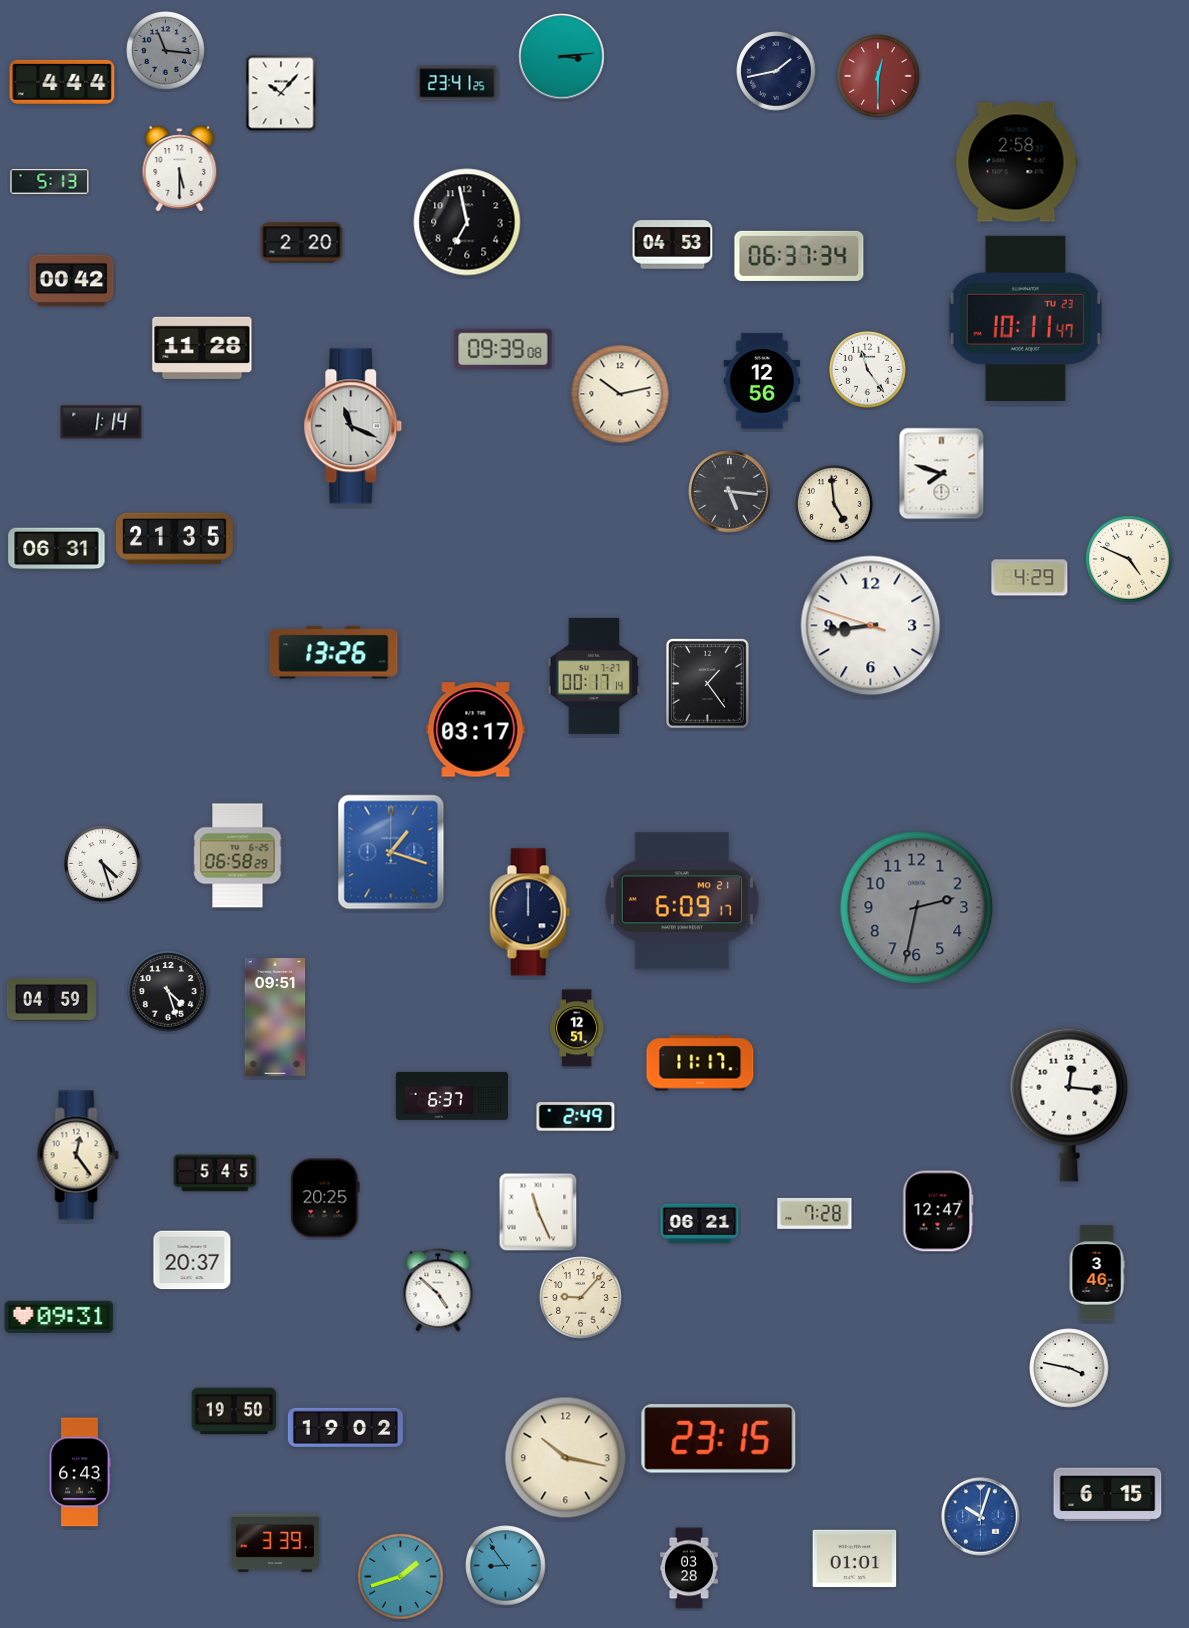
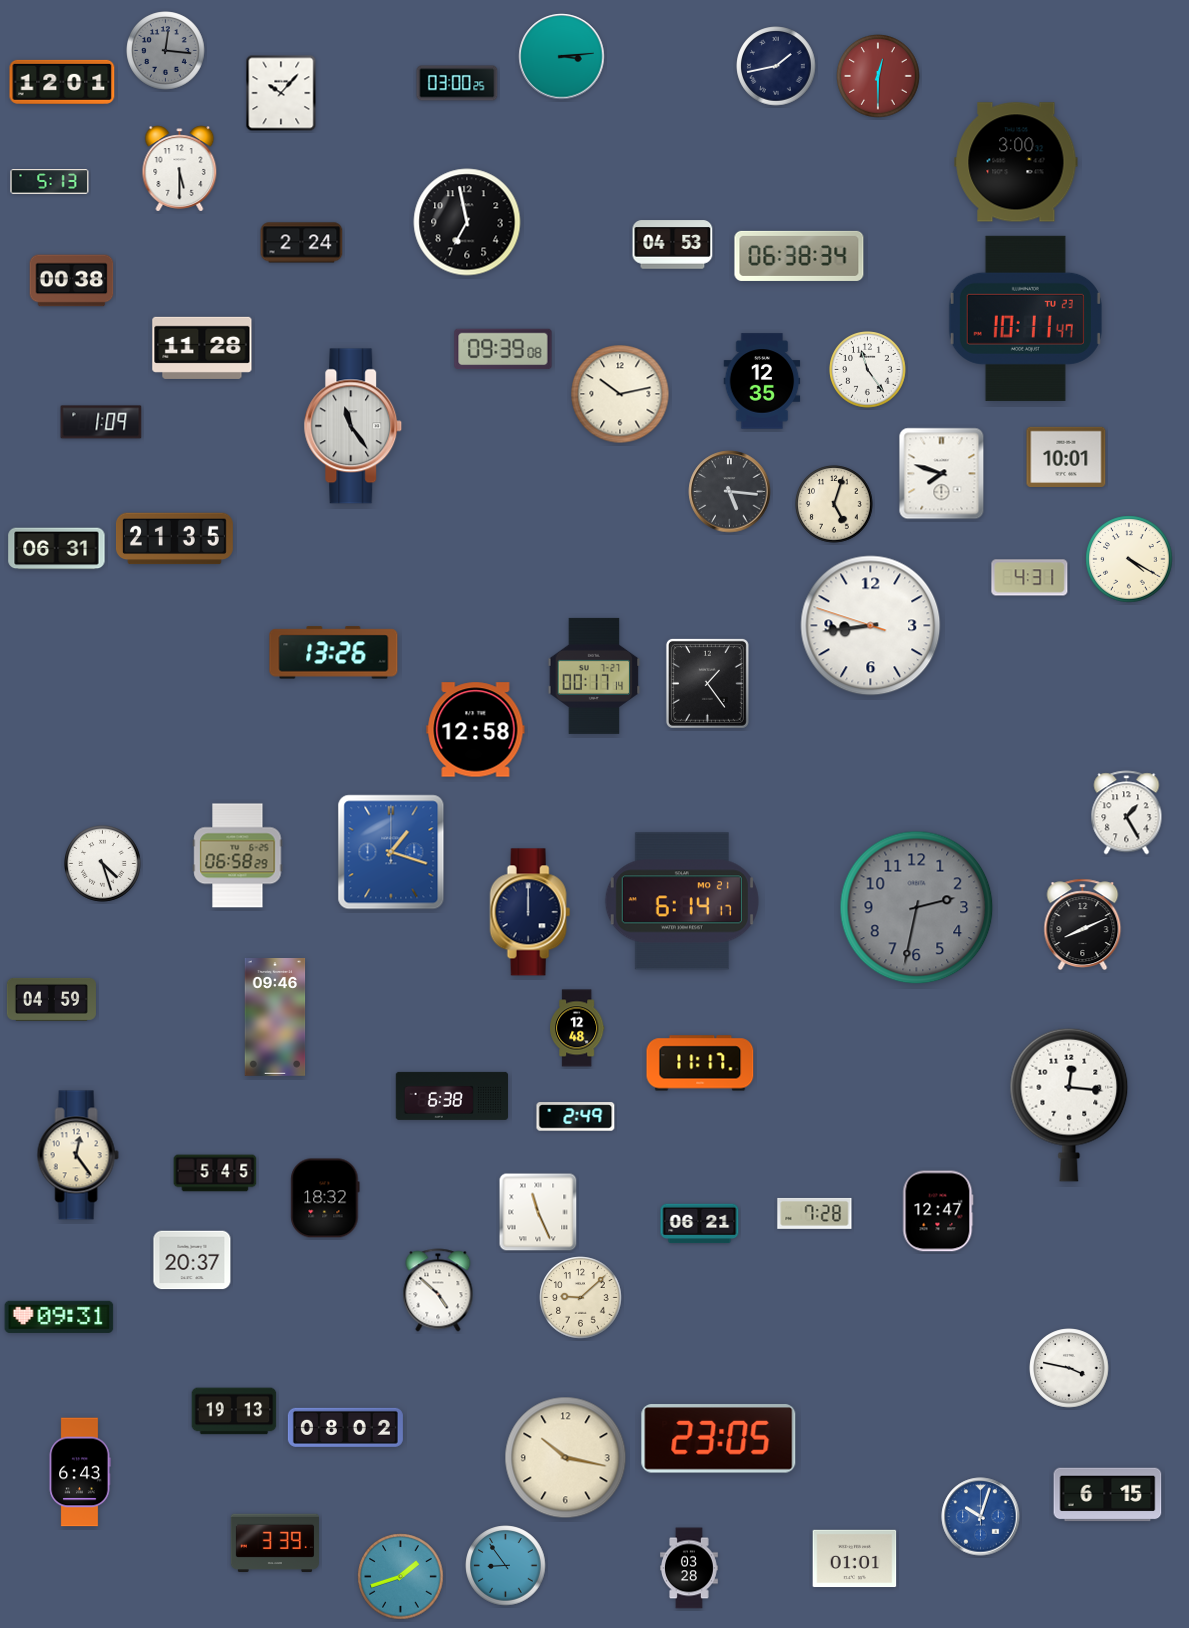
clock at (166, 51): 11:16 -> 12:16
clock at (776, 71) position: (776, 71) -> (776, 66)
clock at (62, 82): 4:44 -> 12:01
clock at (457, 83): 23:41 -> 03:00
clock at (1016, 162): 2:58 -> 3:00
clock at (302, 243): 2:20 -> 2:24
clock at (799, 256): 06:37 -> 06:38
clock at (72, 281): 00:42 -> 00:38
clock at (762, 381): 12:56 -> 12:35
clock at (101, 422): 1:14 -> 1:09
clock at (353, 426): 11:19 -> 11:24
clock at (1066, 456): none -> 10:01
clock at (834, 504): 4:59 -> 5:03
clock at (1129, 559): 4:49 -> 4:20
clock at (1030, 578): 4:29 -> 4:31
clock at (476, 730): 03:17 -> 12:58
clock at (1127, 813): none -> 1:25
clock at (682, 901): 6:09 -> 6:14
clock at (1083, 925): none -> 8:11
clock at (168, 991): 4:27 -> none
clock at (275, 1018): 09:51 -> 09:46
clock at (578, 1028): 12:51 -> 12:48
clock at (452, 1096): 6:37 -> 6:38
clock at (325, 1198): 20:25 -> 18:32
clock at (1097, 1273): 3:46 -> none
clock at (581, 1298): 9:07 -> 9:08
clock at (234, 1411): 19:50 -> 19:13
clock at (345, 1427): 19:02 -> 08:02
clock at (719, 1439): 23:15 -> 23:05
